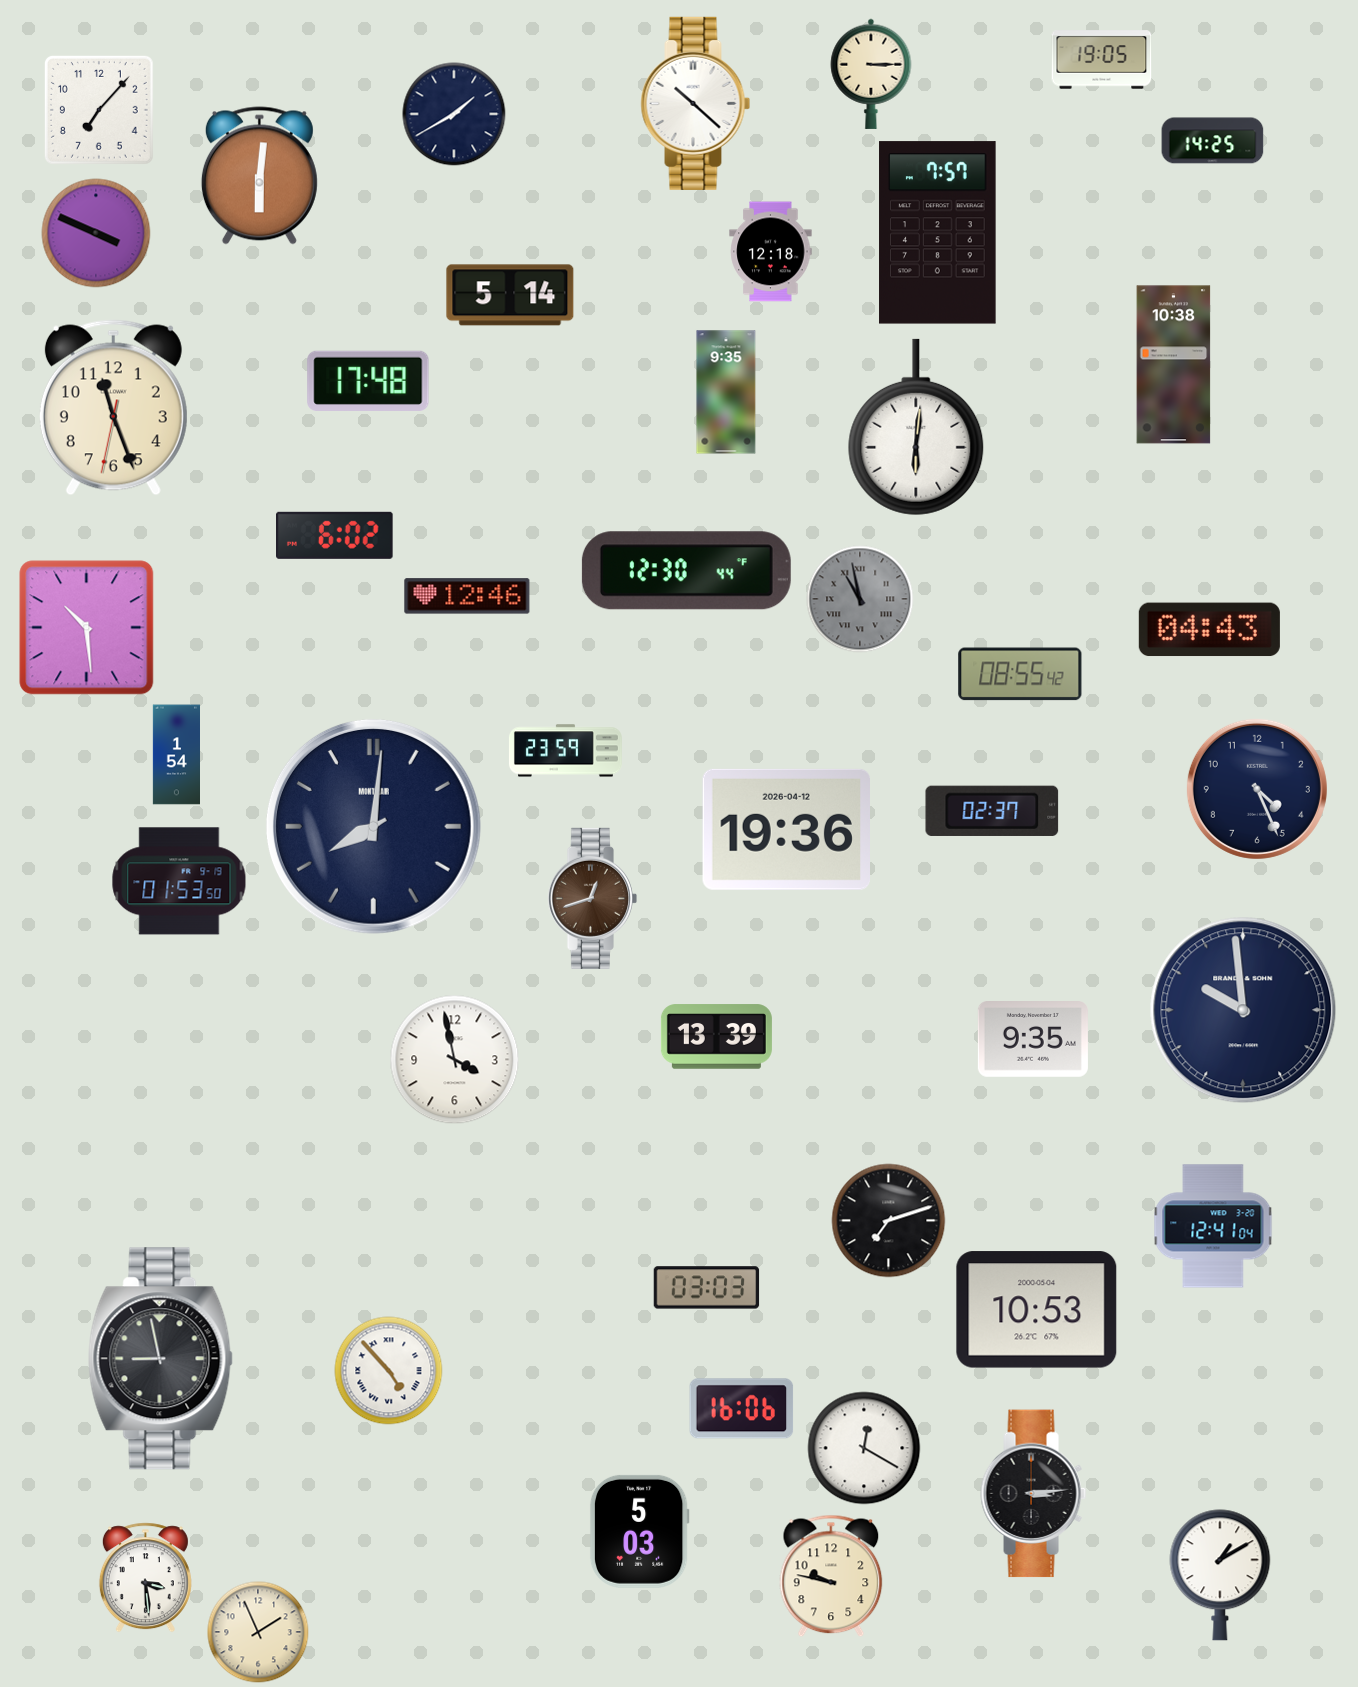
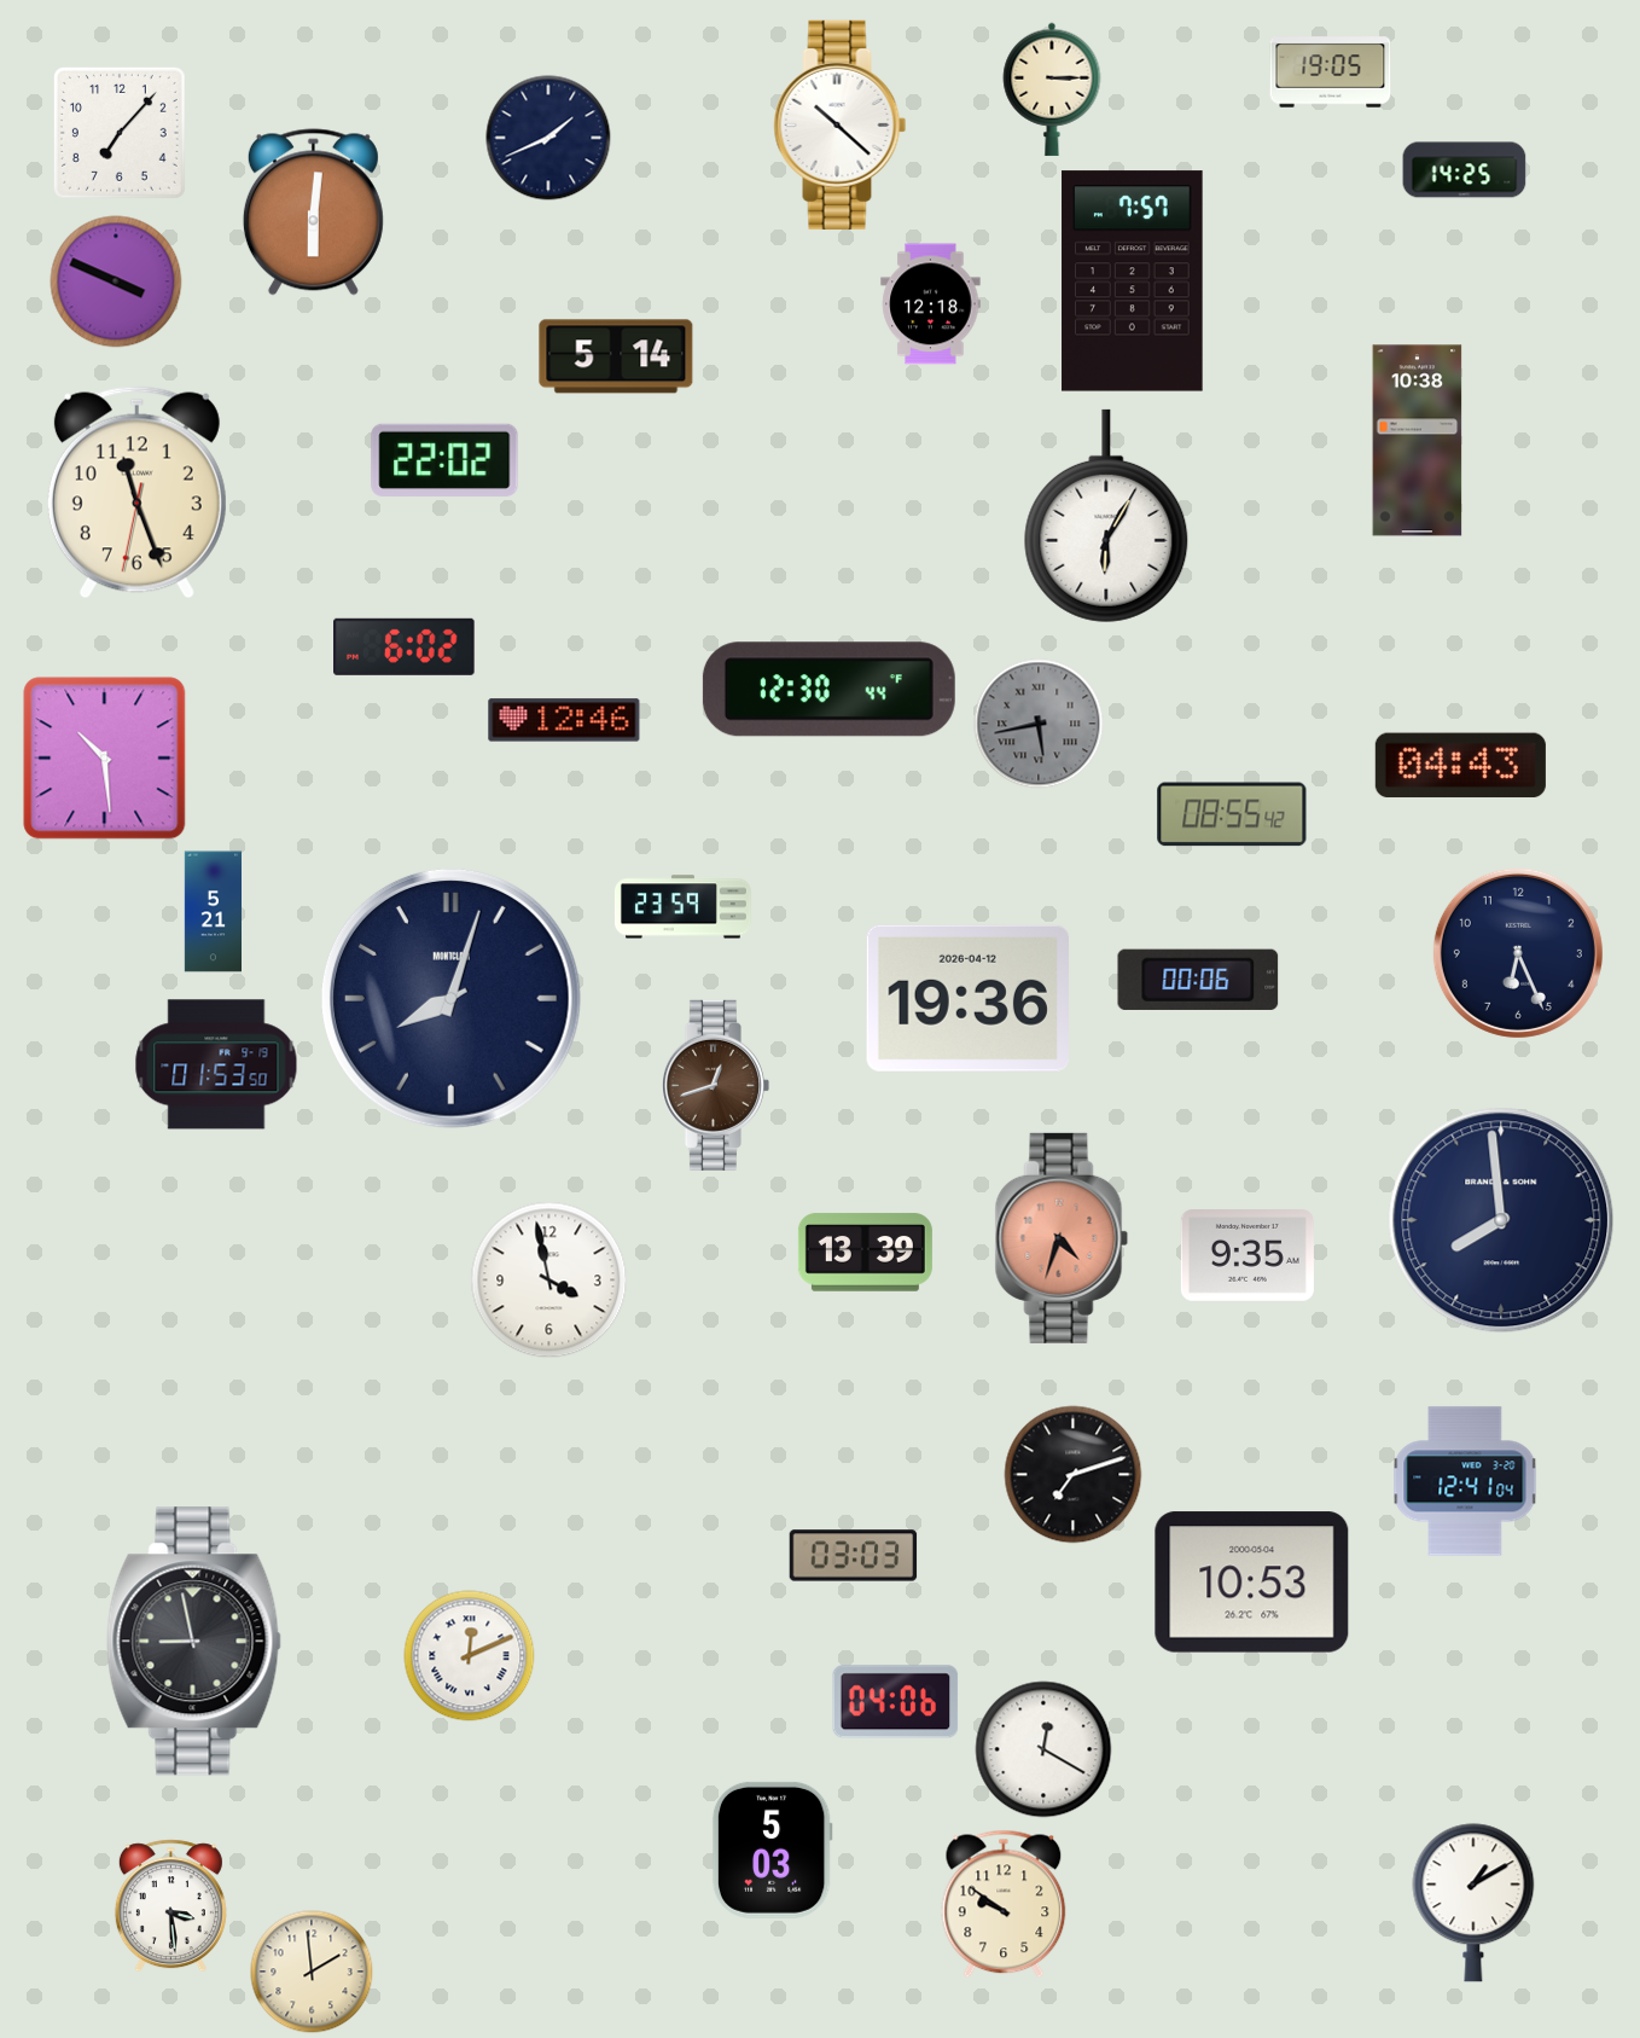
clock at (454, 114): 1:40 -> 1:41
clock at (368, 381): 17:48 -> 22:02
clock at (726, 392): 9:35 -> none
clock at (916, 427): 6:01 -> 6:05
clock at (860, 599): 10:58 -> 5:43
clock at (1209, 630) position: (1209, 630) -> (1460, 766)
clock at (177, 755): 1:54 -> 5:21
clock at (1257, 789): 4:26 -> 6:26
clock at (992, 811): 02:37 -> 00:06
clock at (373, 826): 8:01 -> 8:03
clock at (786, 829) position: (786, 829) -> (967, 998)
clock at (1243, 1010): 9:59 -> 7:59
clock at (1062, 1238): none -> 4:33
clock at (389, 1371): 4:53 -> 12:11
clock at (742, 1409): 16:06 -> 04:06
clock at (1034, 1494): 3:14 -> none
clock at (831, 1576): 9:47 -> 9:51
clock at (145, 1578) position: (145, 1578) -> (170, 1906)
clock at (258, 1632): 1:56 -> 1:59
